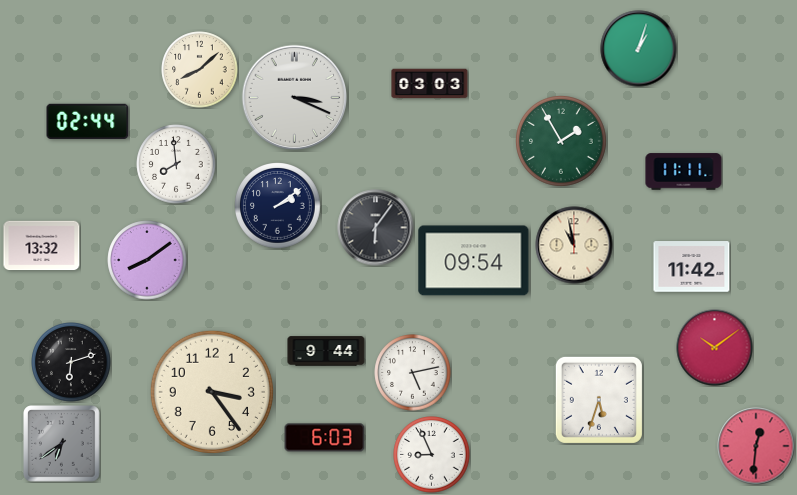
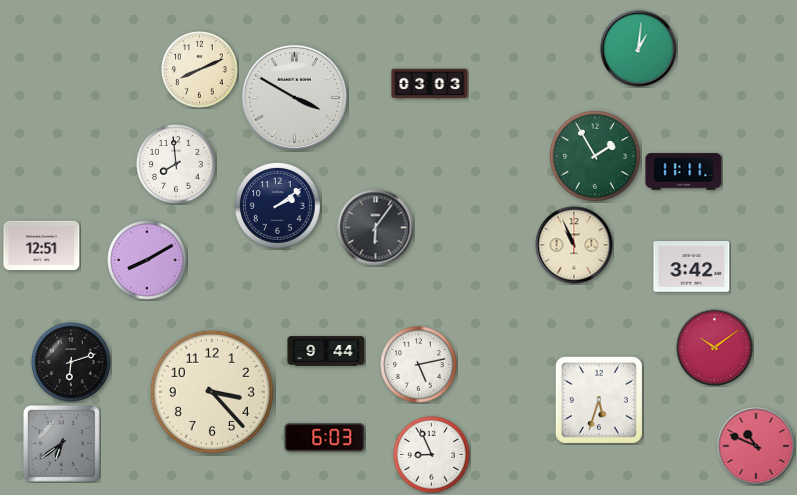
clock at (639, 49): 1:03 -> 1:01
clock at (200, 70): 8:08 -> 8:11
clock at (295, 98): 3:19 -> 3:50
clock at (88, 121): 02:44 -> none
clock at (562, 142) position: (562, 142) -> (596, 157)
clock at (574, 245): 10:58 -> 10:56
clock at (42, 246): 13:32 -> 12:51
clock at (147, 260): 8:09 -> 8:10
clock at (474, 261): 09:54 -> none
clock at (692, 267): 11:42 -> 3:42
clock at (413, 373) position: (413, 373) -> (419, 365)
clock at (212, 392): 3:24 -> 3:23
clock at (756, 446): 12:31 -> 10:49
